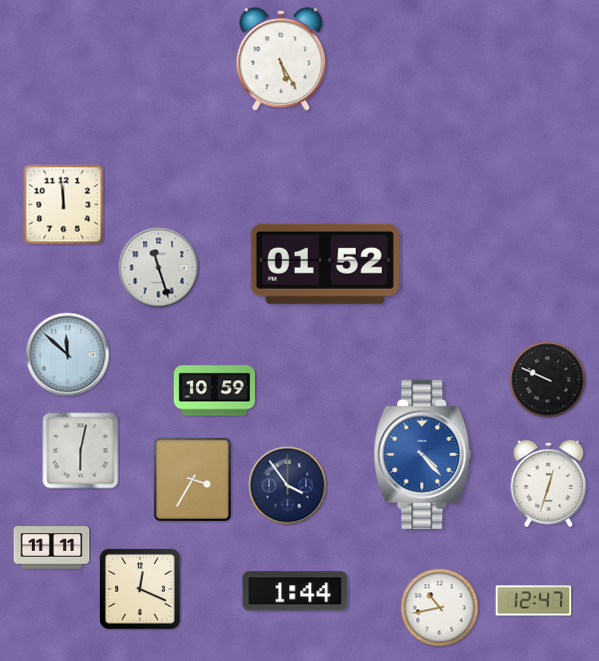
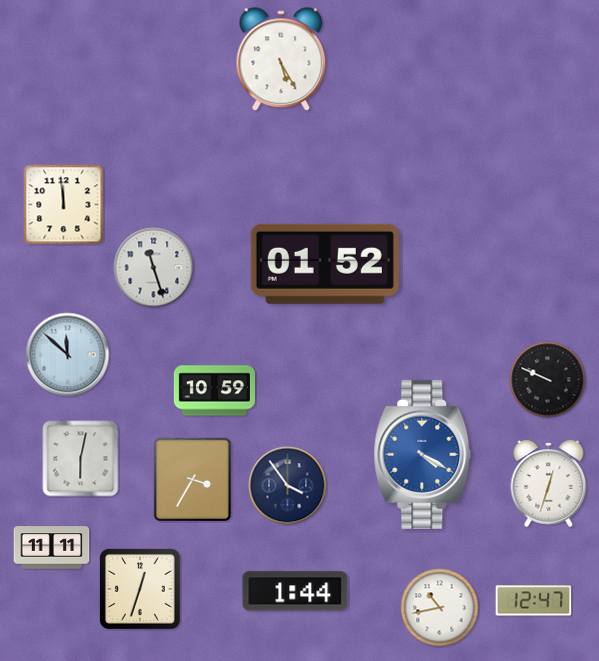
clock at (159, 268) position: (159, 268) -> (154, 268)
clock at (81, 451) position: (81, 451) -> (81, 459)
clock at (423, 454): 4:23 -> 4:20
clock at (140, 589): 12:19 -> 12:33
